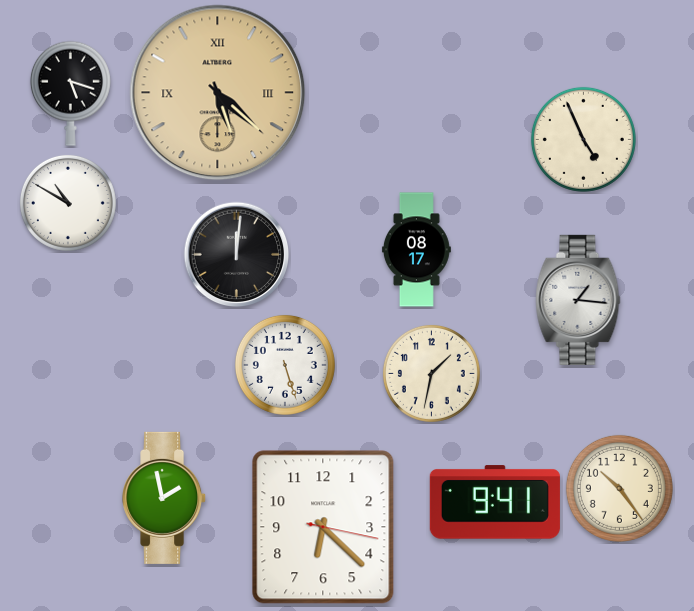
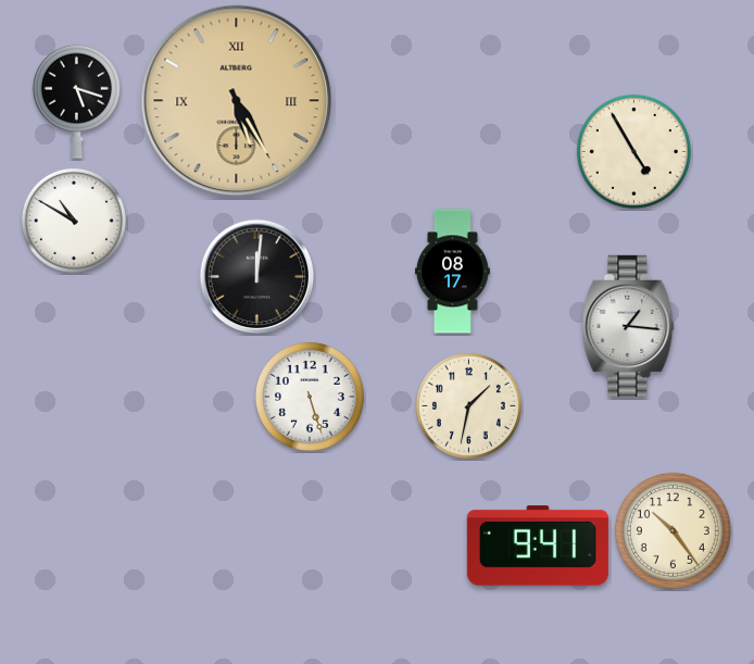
clock at (218, 93): 5:22 -> 5:25
clock at (583, 139): 4:56 -> 4:55
clock at (165, 498): 1:58 -> none
clock at (323, 527): 6:22 -> none
